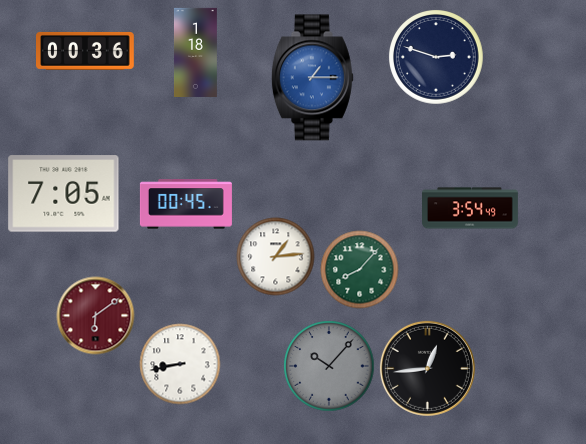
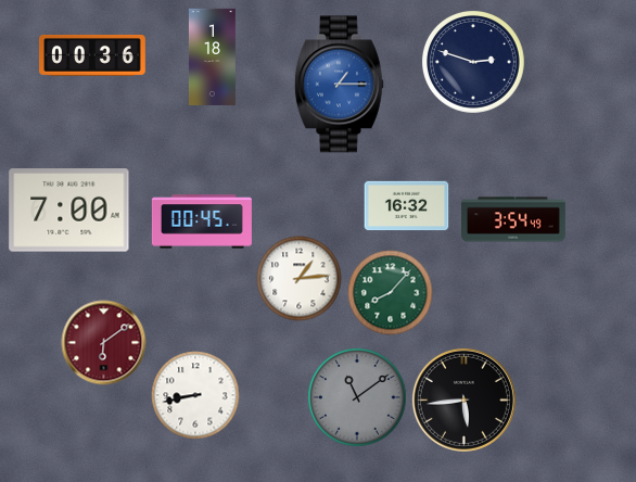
clock at (406, 206): none -> 16:32
clock at (64, 194): 7:05 -> 7:00
clock at (471, 208) position: (471, 208) -> (514, 219)
clock at (329, 366): 10:07 -> 11:09
clock at (427, 368): 12:44 -> 5:44
